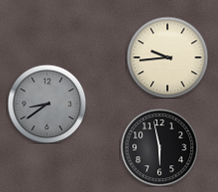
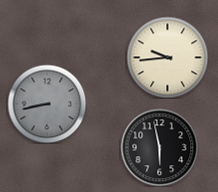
clock at (47, 104): 8:39 -> 8:43
